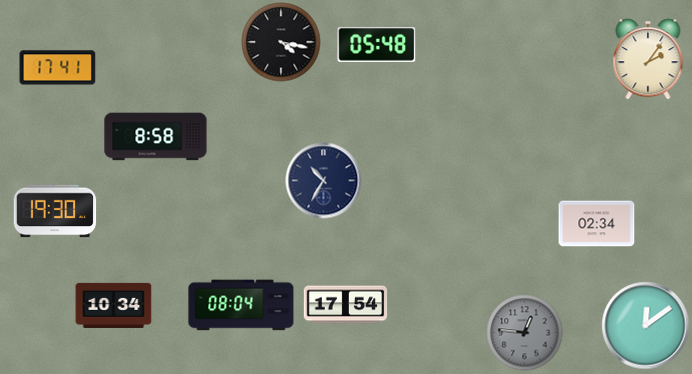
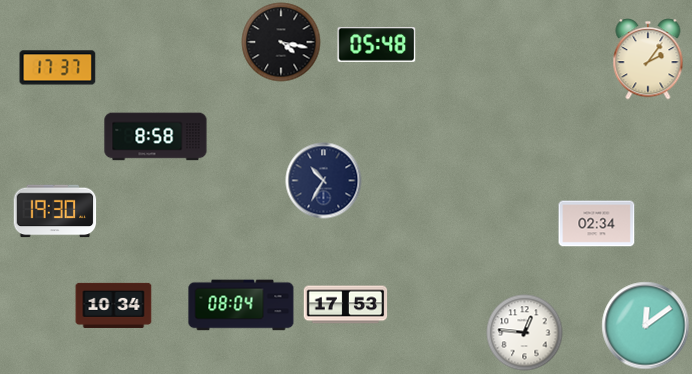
clock at (58, 68): 17:41 -> 17:37
clock at (346, 305): 17:54 -> 17:53
clock at (525, 333) dial: grey -> white
